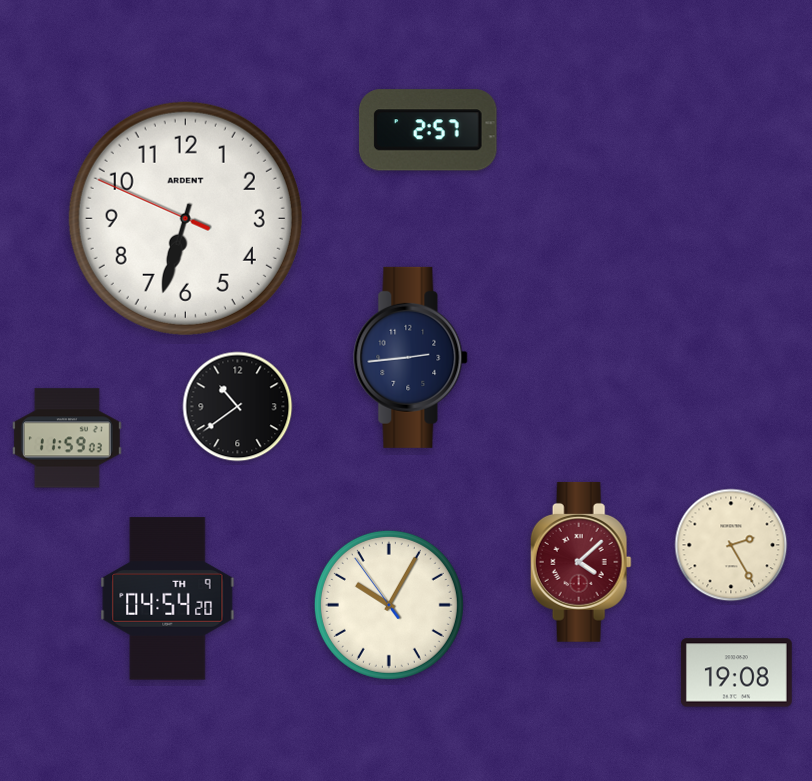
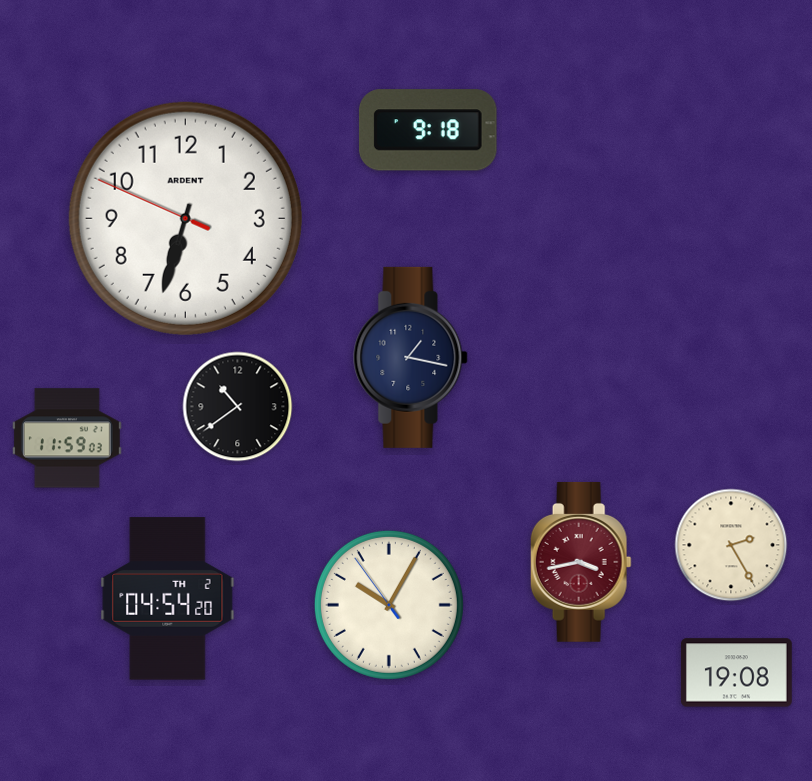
clock at (428, 130): 2:57 -> 9:18
clock at (411, 357): 2:44 -> 1:17
clock at (581, 562): 4:08 -> 3:43
clock at (168, 599) date: TH 9 -> TH 2
